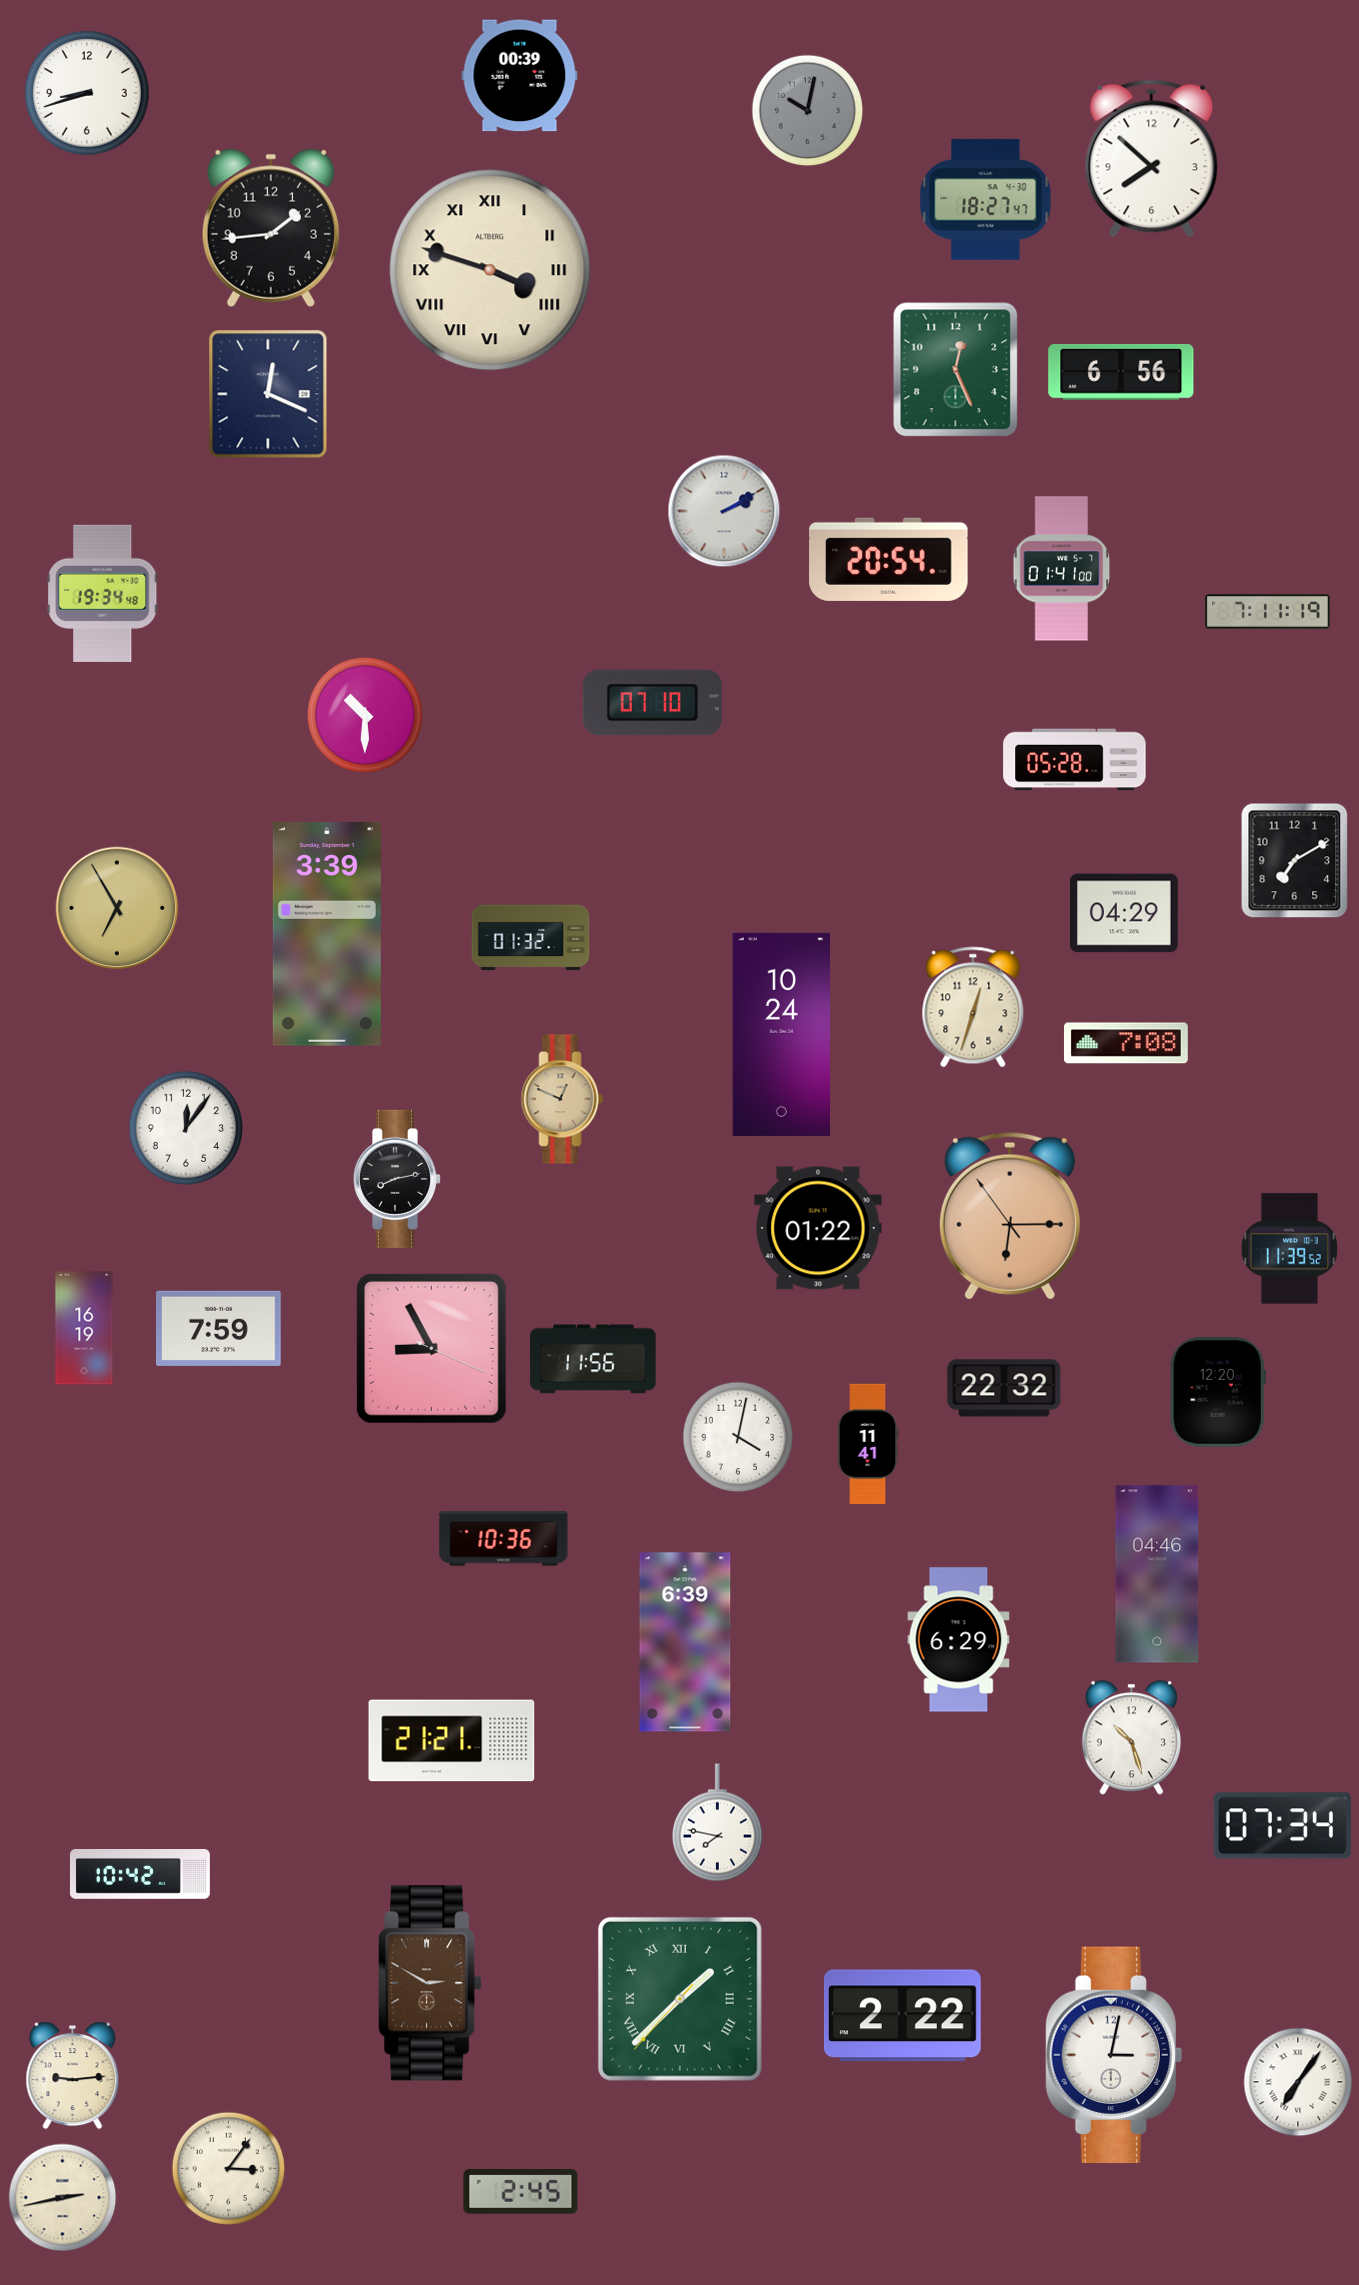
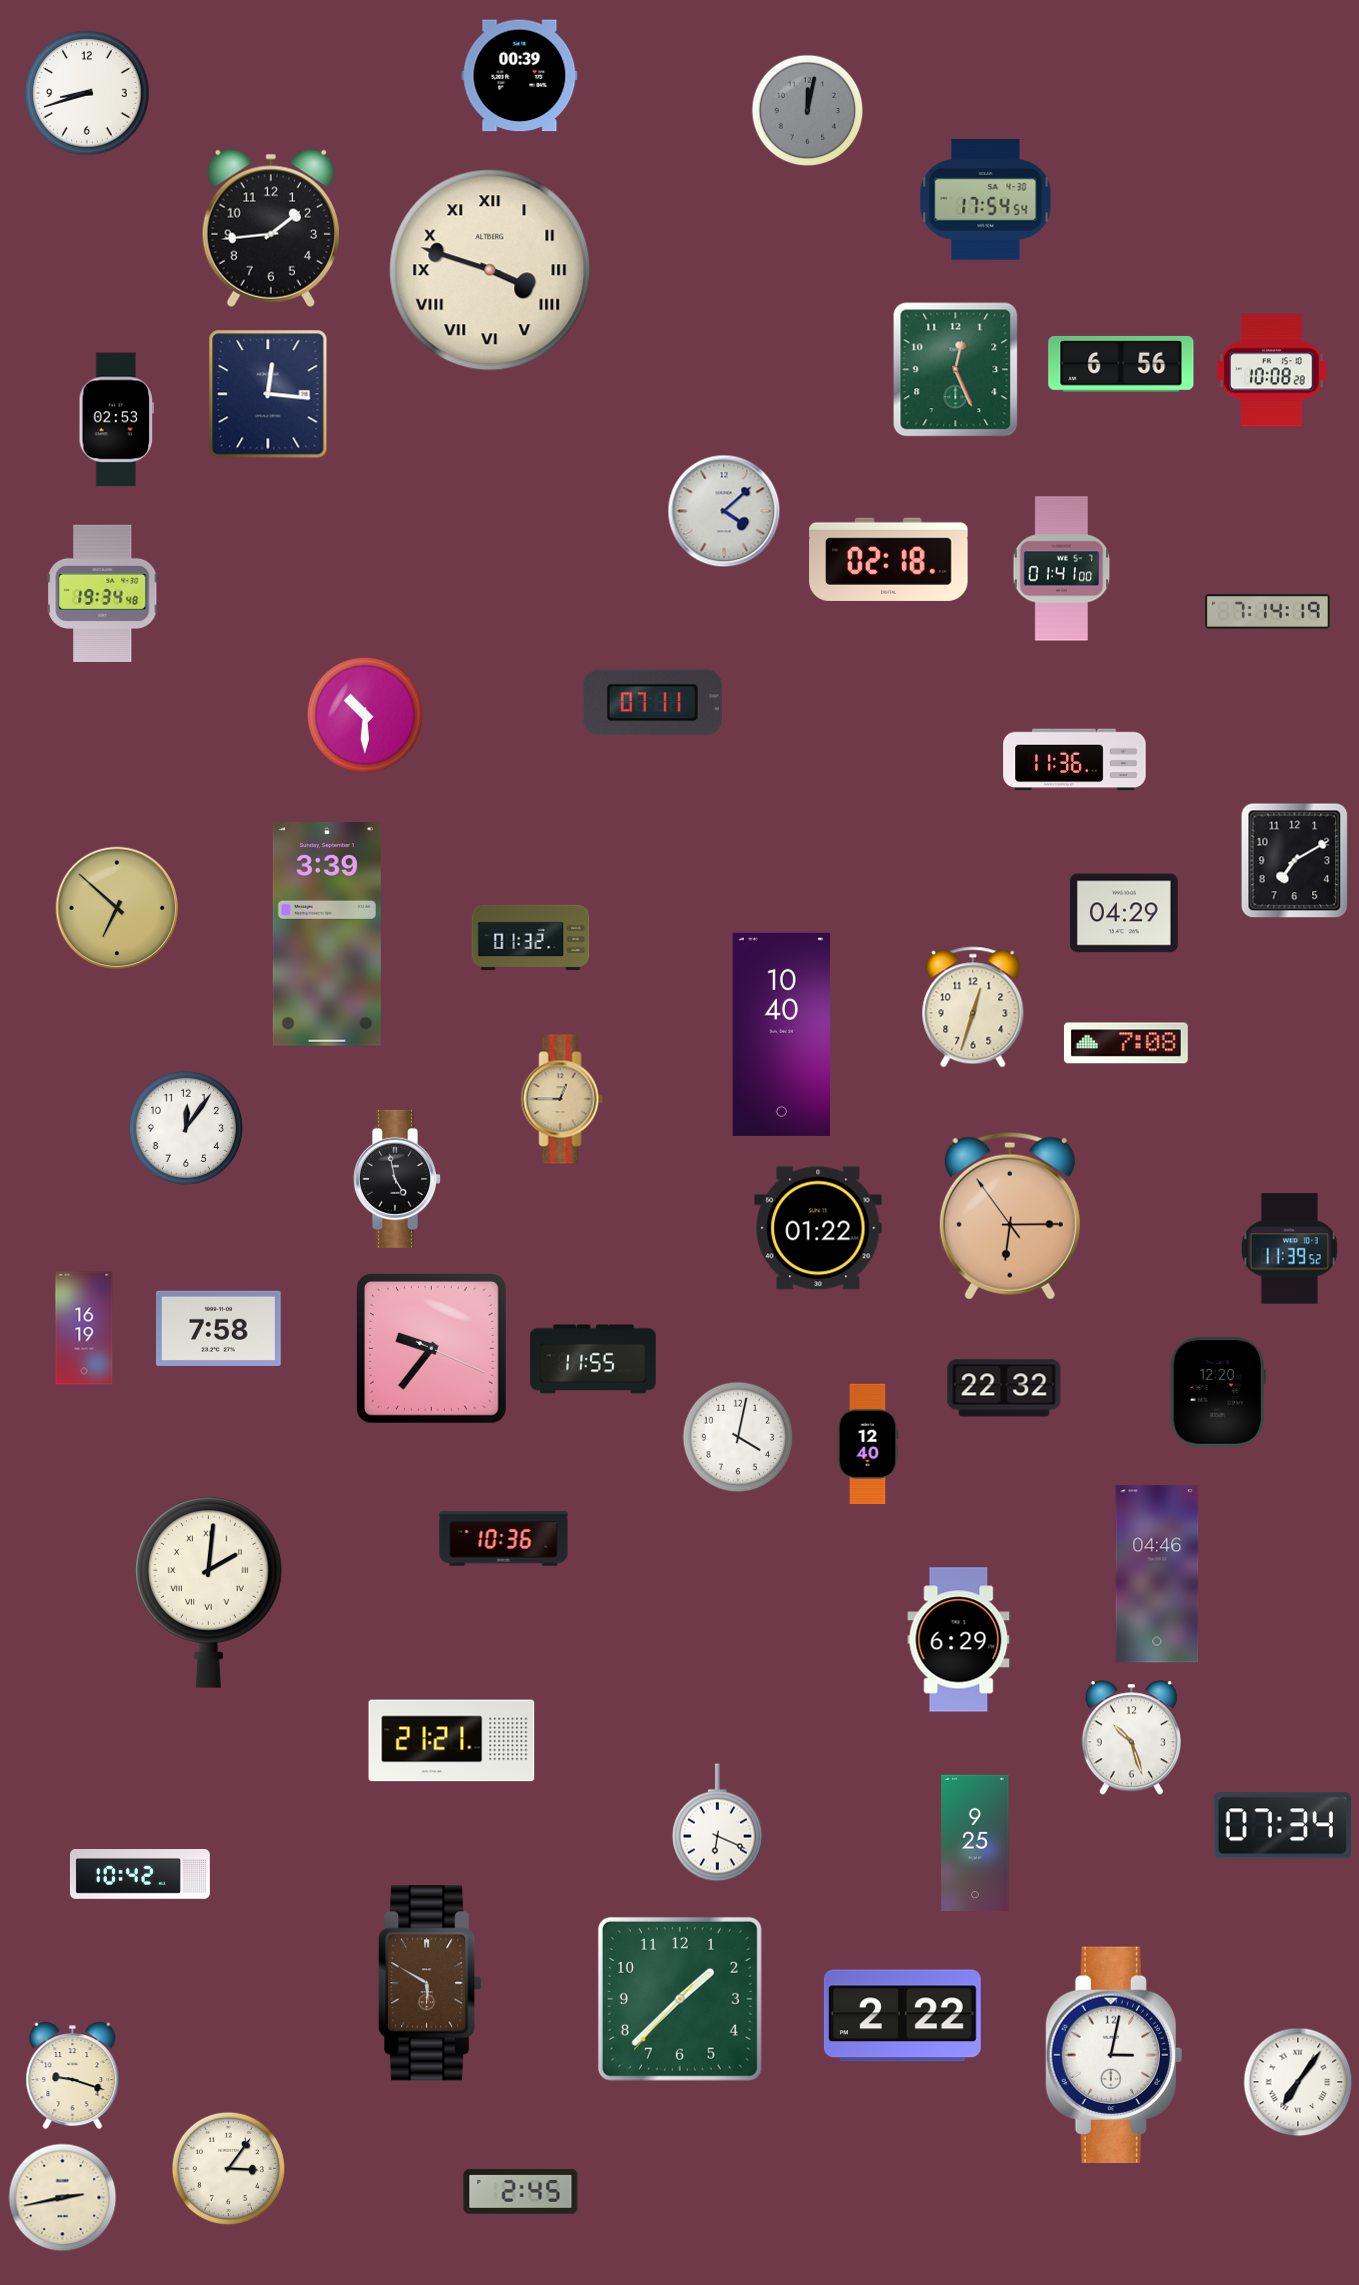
clock at (808, 111): 10:02 -> 12:02
clock at (1152, 159): 7:52 -> none
clock at (986, 200): 18:27 -> 17:54
clock at (1272, 371): none -> 10:08
clock at (1121, 372) position: (1121, 372) -> (1121, 364)
clock at (268, 394): 12:19 -> 12:16
clock at (117, 420): none -> 02:53
clock at (724, 511): 2:10 -> 4:08
clock at (889, 559): 20:54 -> 02:18
clock at (1268, 612): 7:11 -> 7:14
clock at (652, 703): 07:10 -> 07:11
clock at (1075, 760): 05:28 -> 11:36
clock at (117, 908): 6:55 -> 6:52
clock at (781, 1034): 10:24 -> 10:40
clock at (562, 1099): 12:49 -> 12:45
clock at (396, 1179): 8:13 -> 4:58
clock at (219, 1328): 7:59 -> 7:58
clock at (432, 1349): 8:55 -> 9:36
clock at (593, 1359): 11:56 -> 11:55
clock at (868, 1444): 11:41 -> 12:40
clock at (208, 1592): none -> 2:01
clock at (685, 1642): 6:39 -> none
clock at (717, 1823): 7:47 -> 6:19
clock at (975, 1843): none -> 9:25
clock at (430, 1983): 2:50 -> 5:50
clock at (680, 1999) numerals: Roman -> Arabic
clock at (73, 2076): 9:14 -> 9:18
